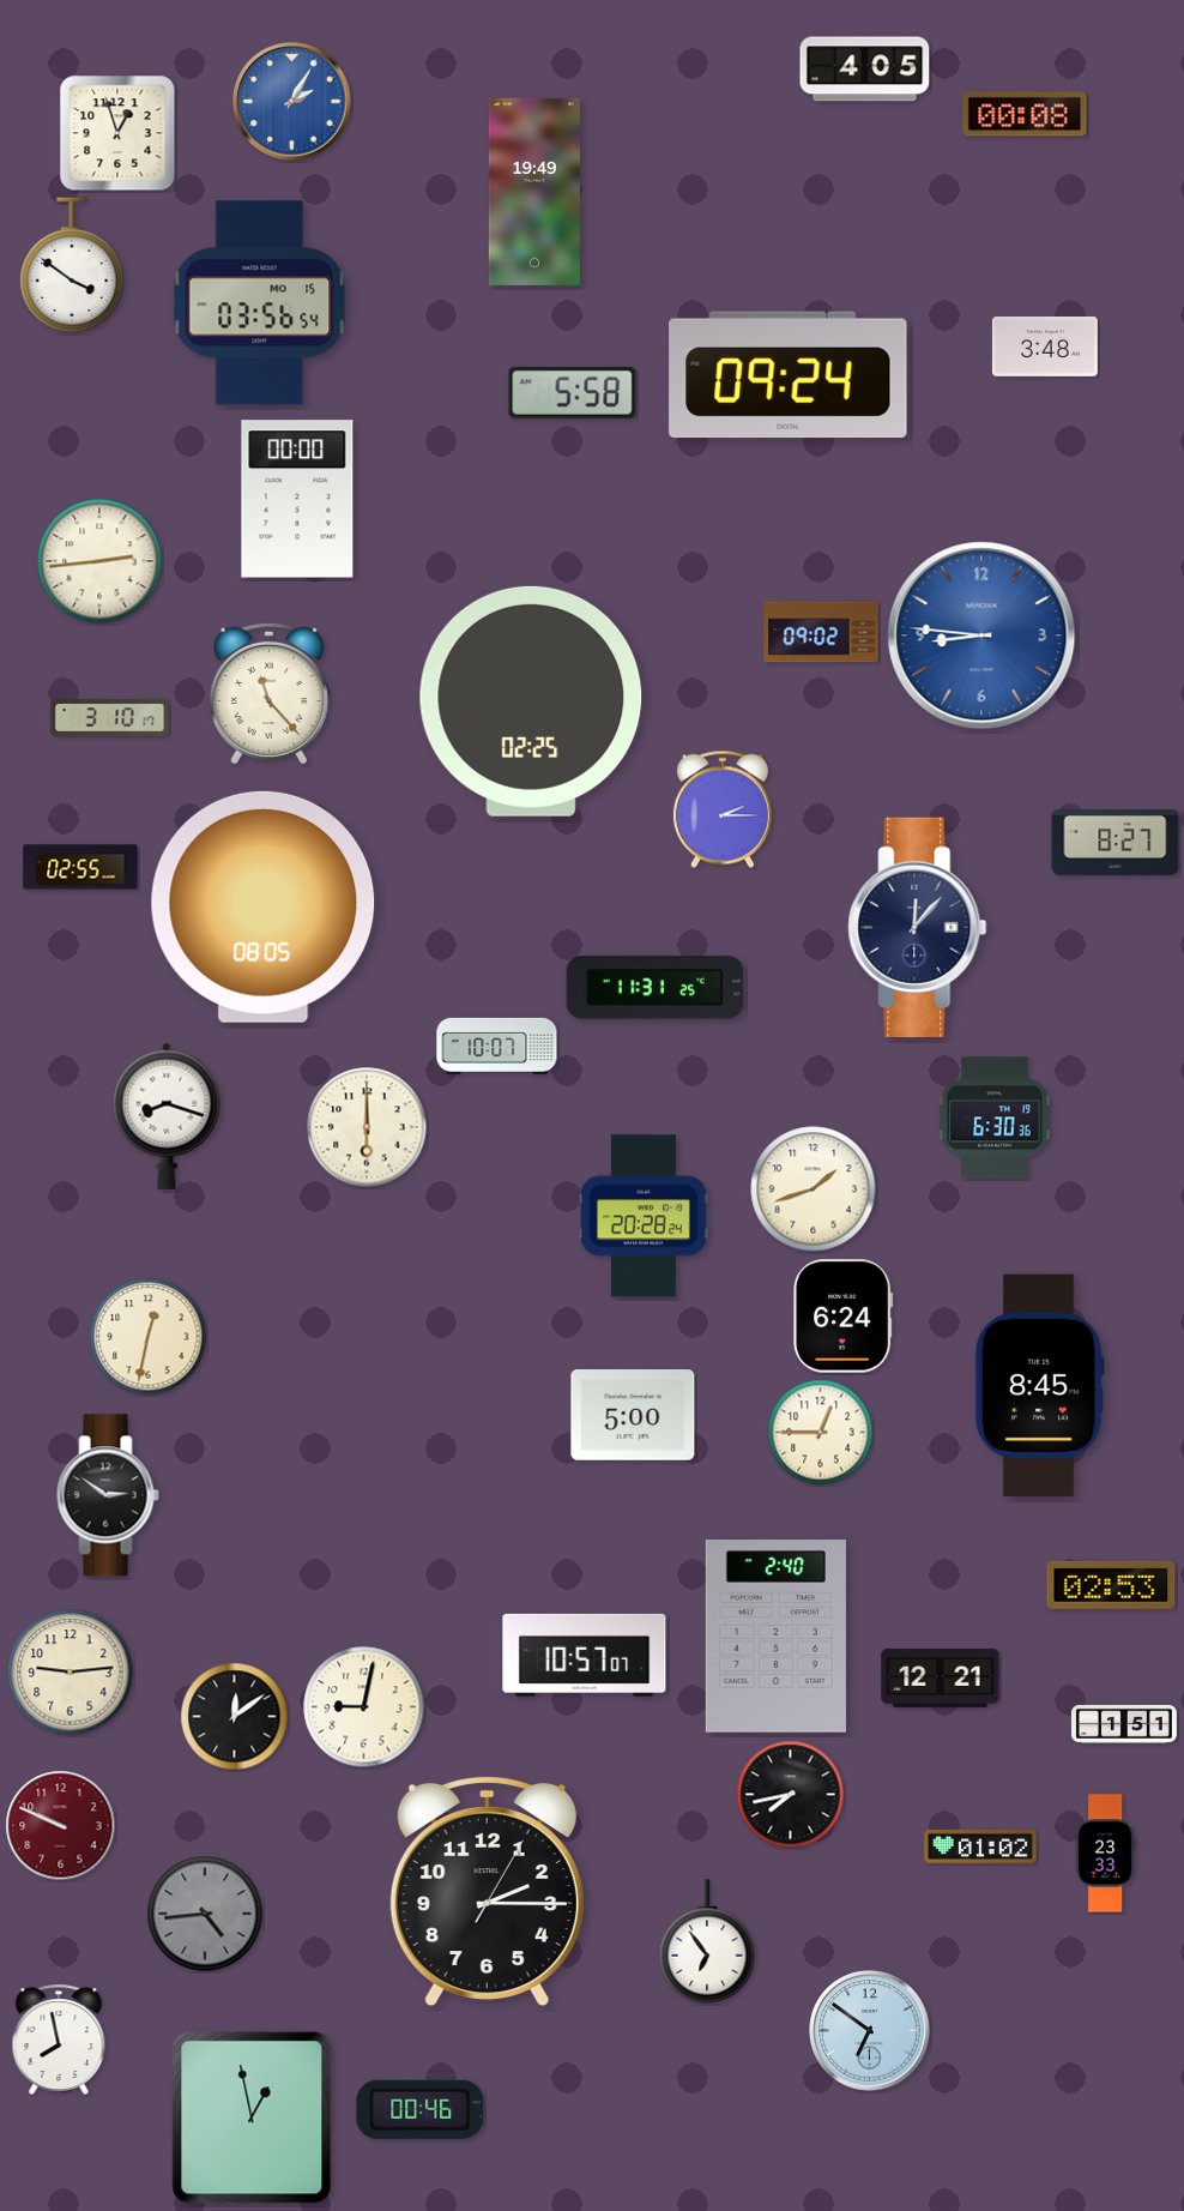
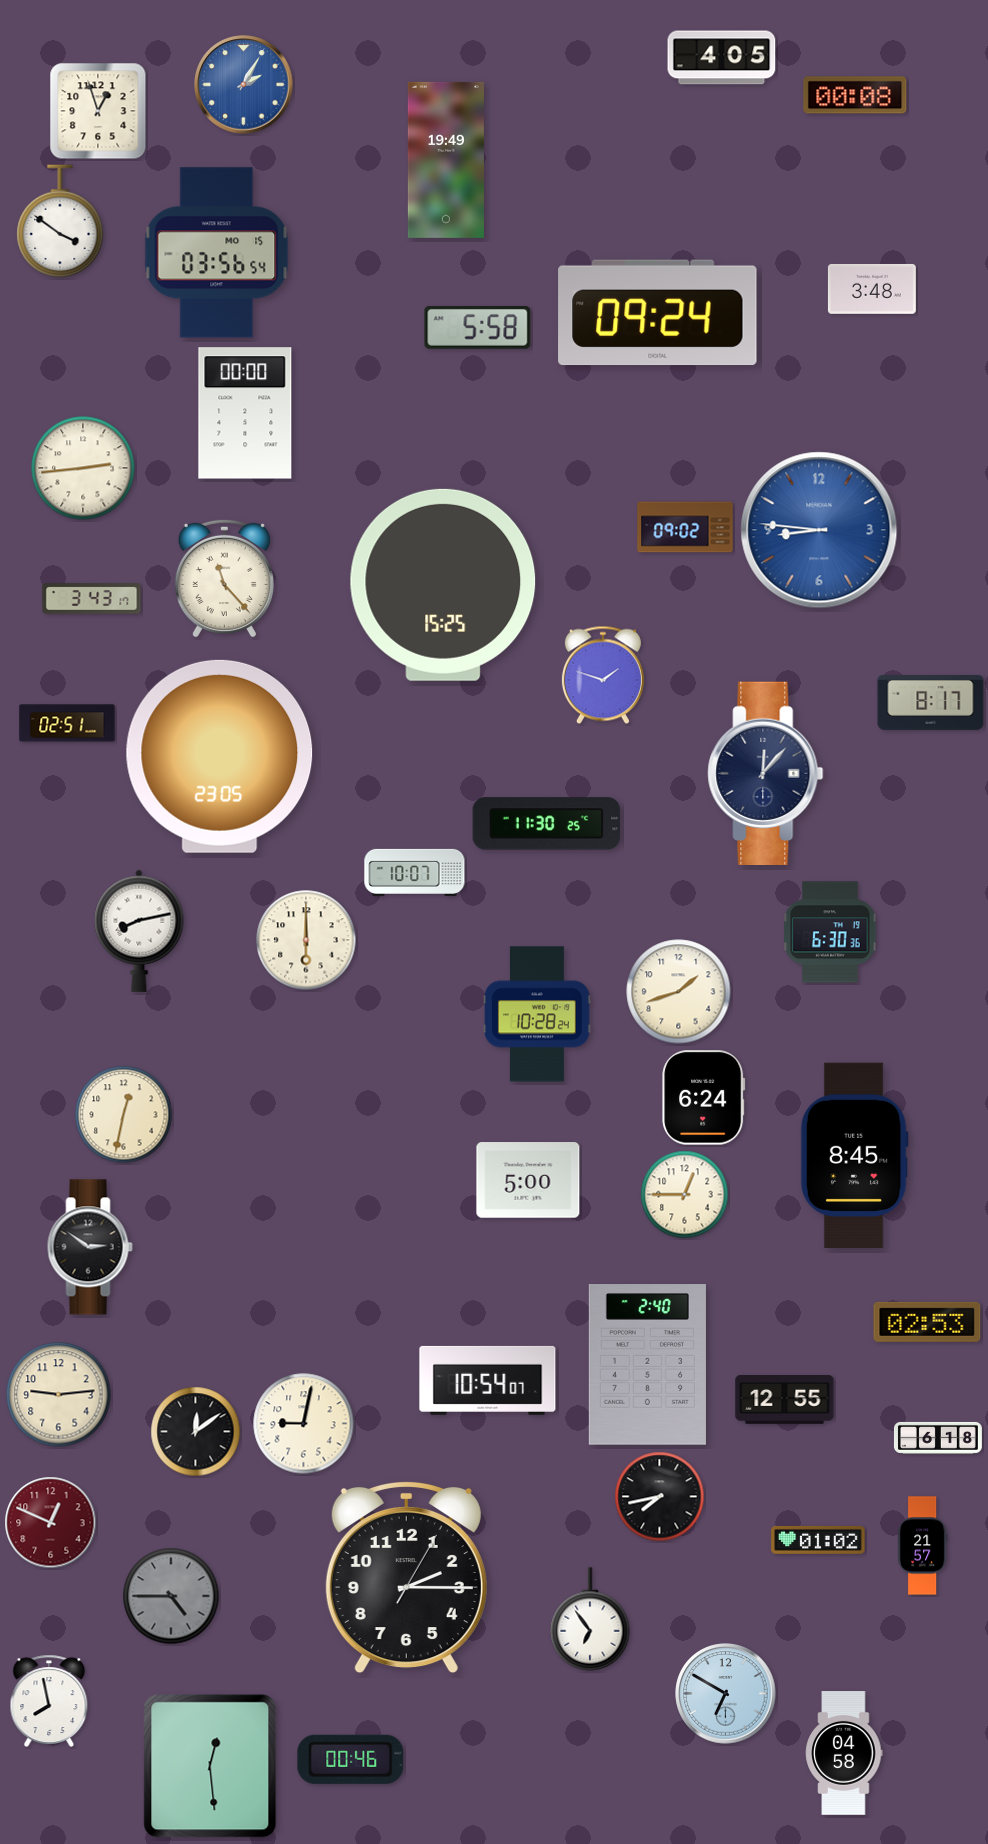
clock at (297, 499) position: (297, 499) -> (245, 413)
clock at (531, 701): 02:25 -> 15:25
clock at (110, 718): 3:10 -> 3:43
clock at (723, 809): 2:15 -> 1:48
clock at (1116, 843): 8:27 -> 8:17
clock at (80, 867): 02:55 -> 02:51
clock at (264, 906): 08:05 -> 23:05
clock at (656, 988): 11:31 -> 11:30
clock at (167, 1116): 8:18 -> 8:13
clock at (644, 1216): 20:28 -> 10:28
clock at (1039, 1385) position: (1039, 1385) -> (854, 1155)
clock at (585, 1655): 10:57 -> 10:54
clock at (941, 1679): 12:21 -> 12:55
clock at (1124, 1724): 1:51 -> 6:18
clock at (61, 1826): 9:49 -> 12:49
clock at (1105, 1854): 23:33 -> 21:57
clock at (205, 1914): 4:44 -> 4:45
clock at (870, 2031): 6:51 -> 6:50
clock at (844, 1754): none -> 04:58
clock at (252, 2117): 12:58 -> 12:29
